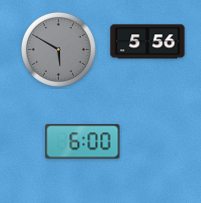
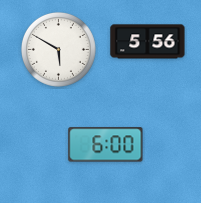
clock at (58, 49) dial: grey -> white
clock at (83, 142) position: (83, 142) -> (106, 145)
